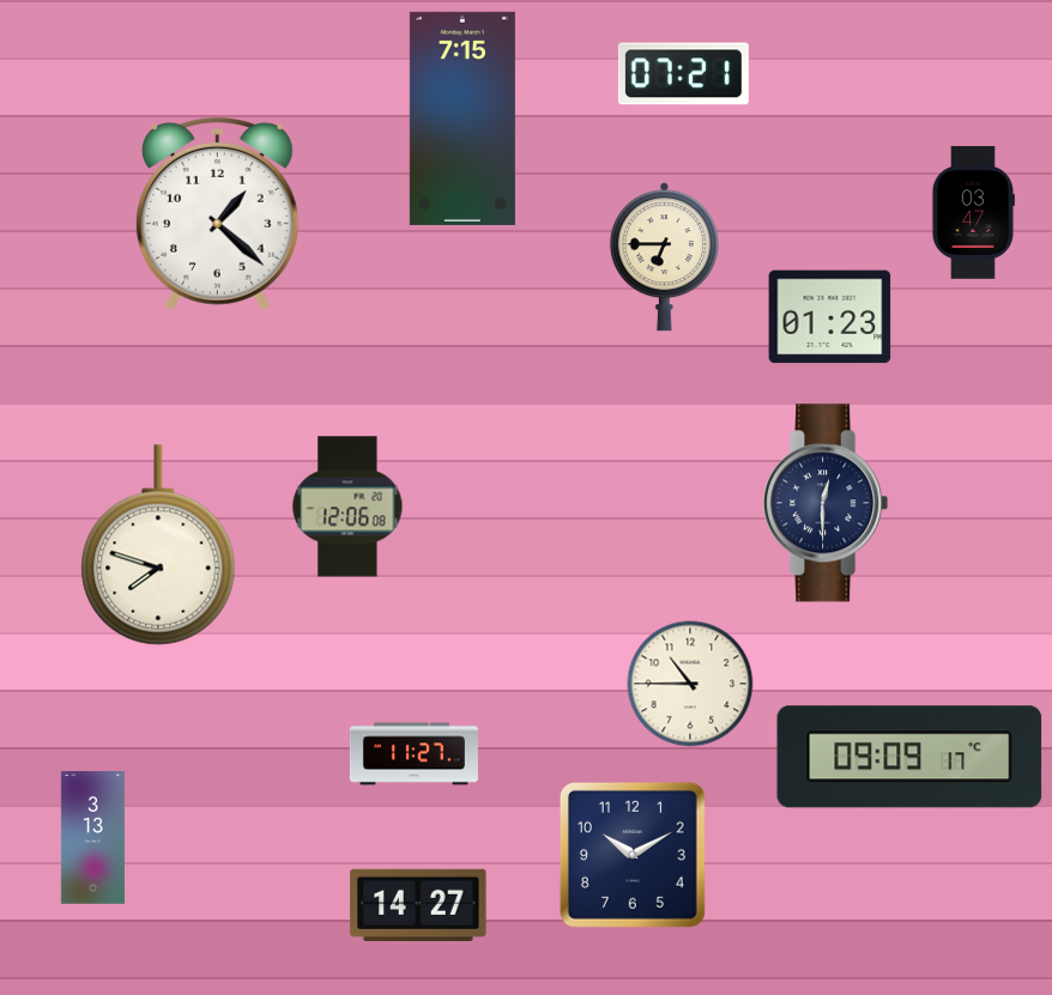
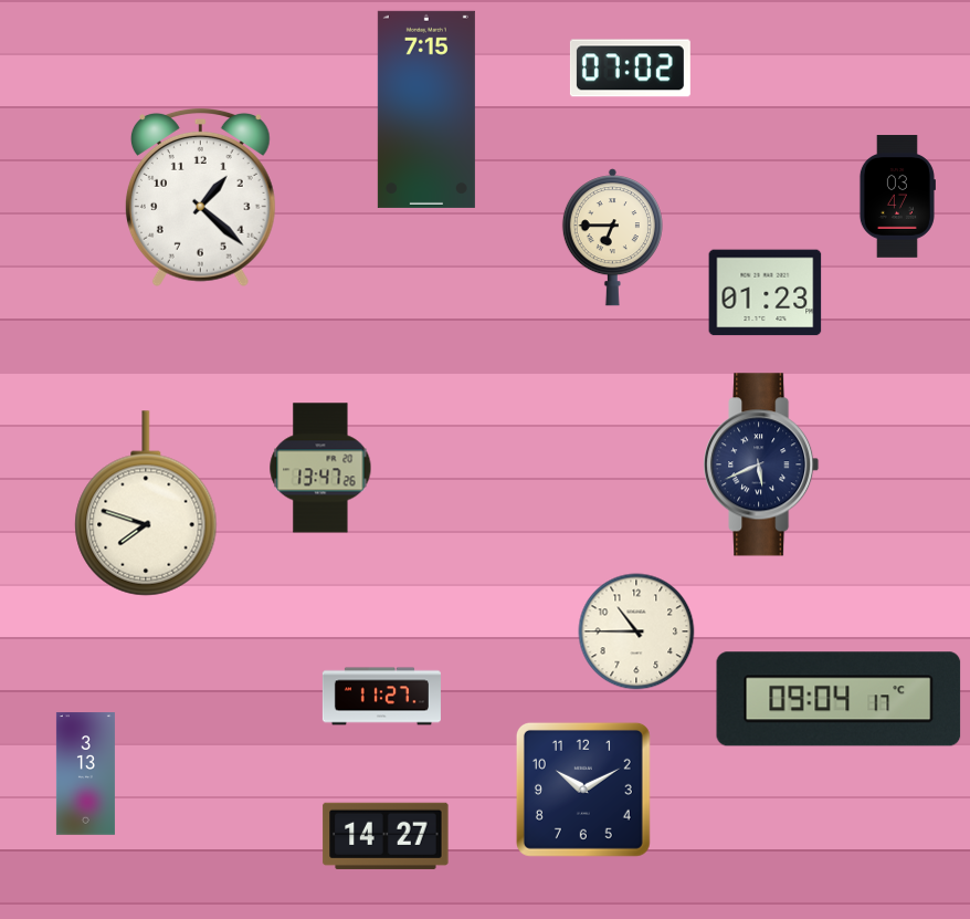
clock at (683, 74): 07:21 -> 07:02
clock at (826, 503): 12:30 -> 5:41
clock at (347, 506): 12:06 -> 13:47
clock at (909, 757): 09:09 -> 09:04
